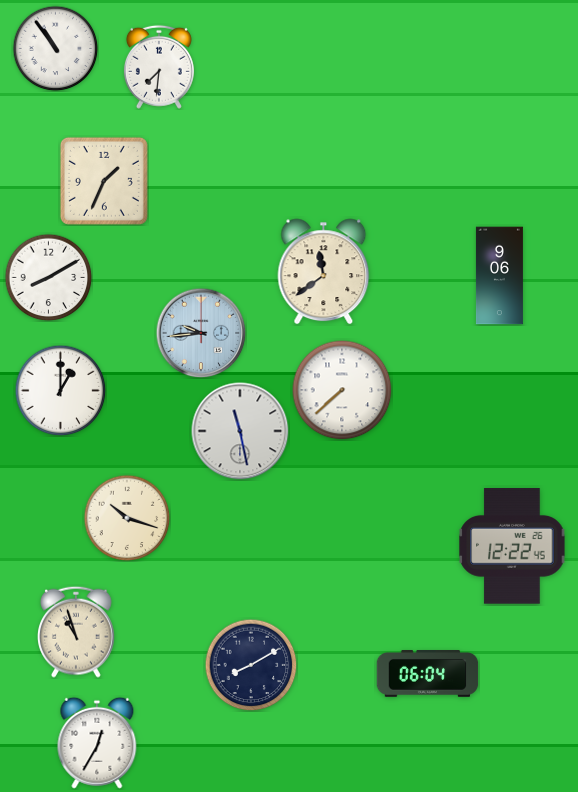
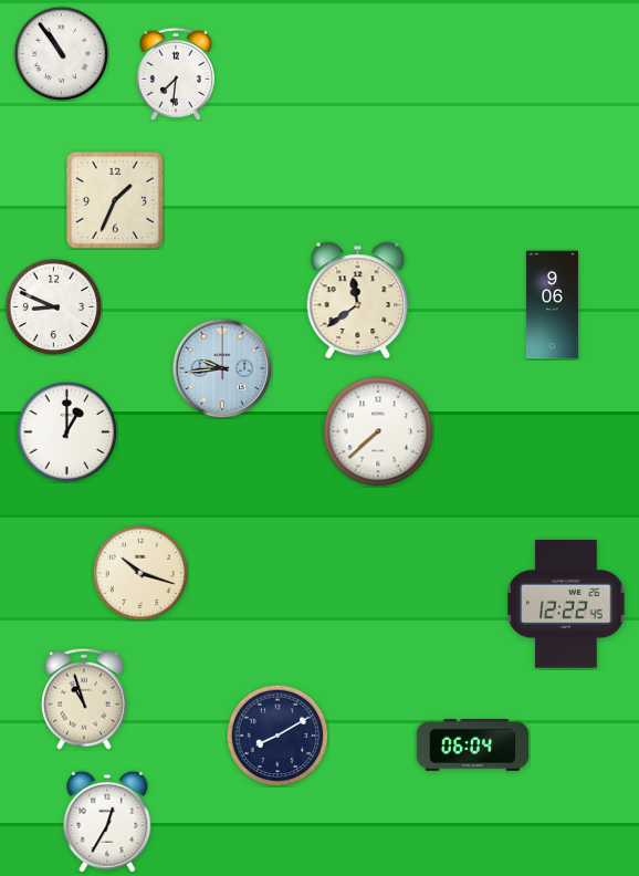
clock at (48, 277): 8:10 -> 8:49
clock at (240, 431): 11:28 -> none
